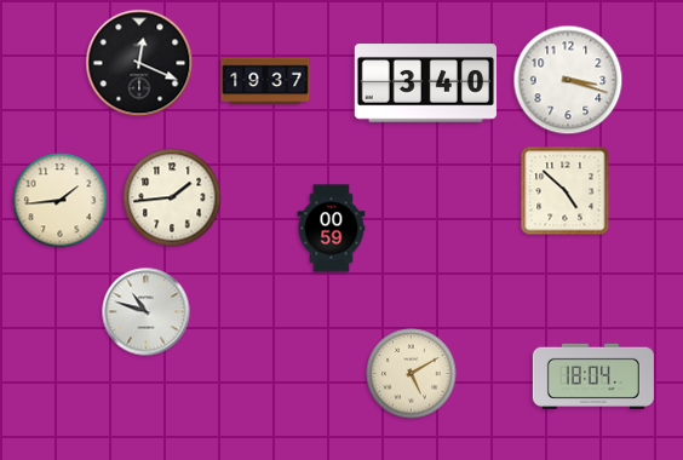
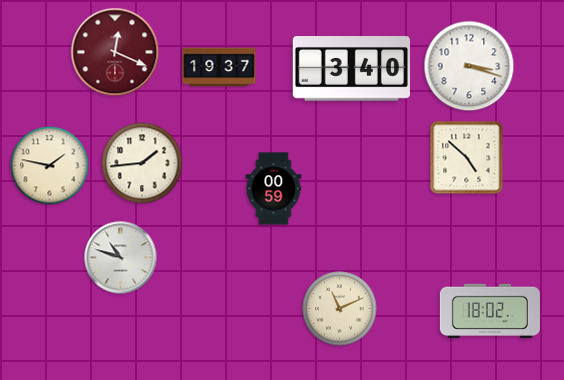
clock at (139, 63) dial: black -> burgundy
clock at (61, 201): 1:44 -> 1:47
clock at (412, 374): 5:10 -> 11:11
clock at (593, 376): 18:04 -> 18:02
